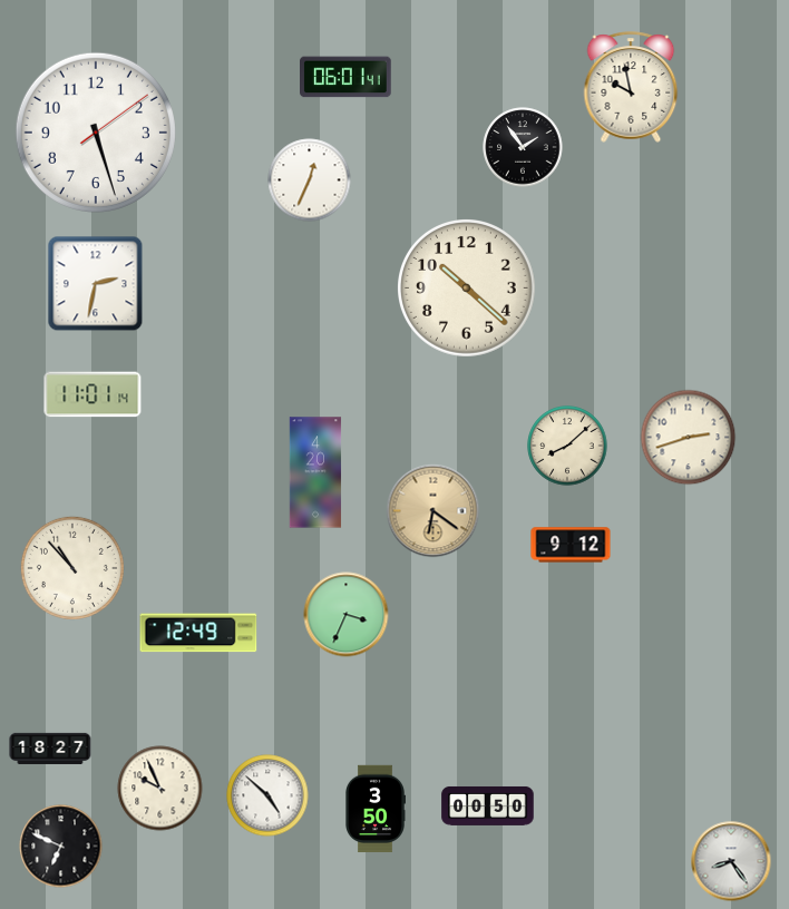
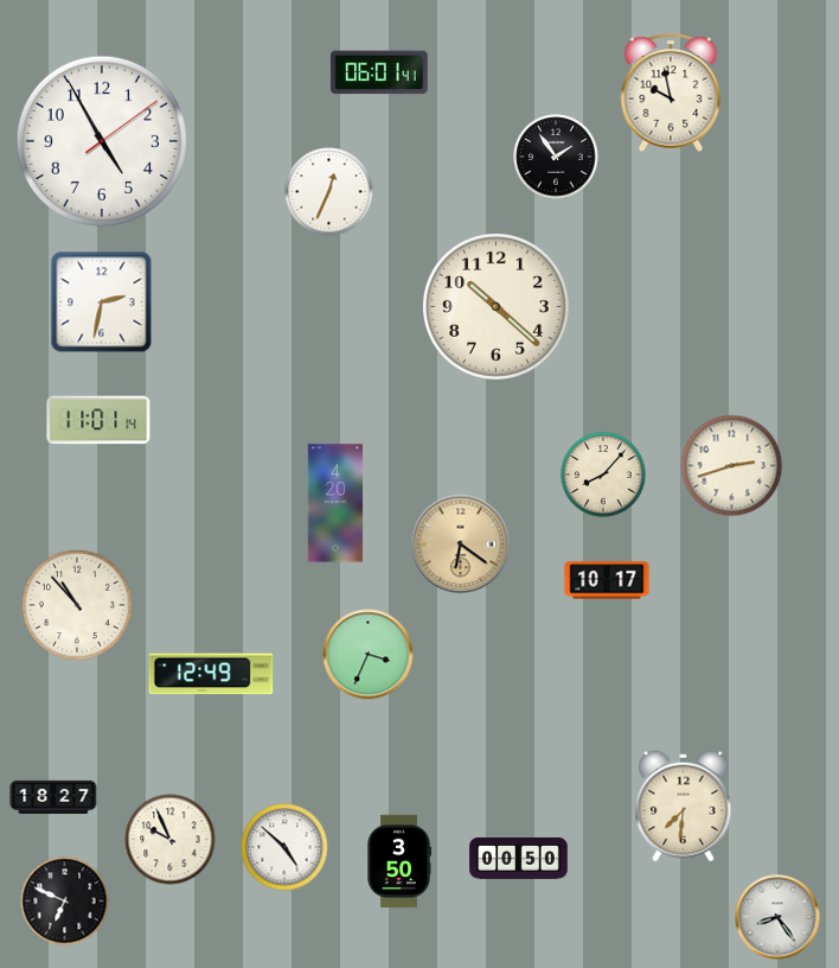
clock at (345, 77) position: (345, 77) -> (379, 72)
clock at (96, 133): 5:27 -> 4:55
clock at (567, 446): 8:08 -> 8:07
clock at (571, 545): 9:12 -> 10:17
clock at (684, 807): none -> 7:31
